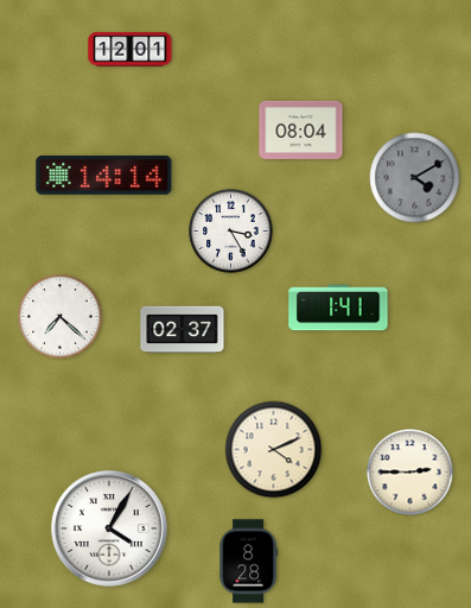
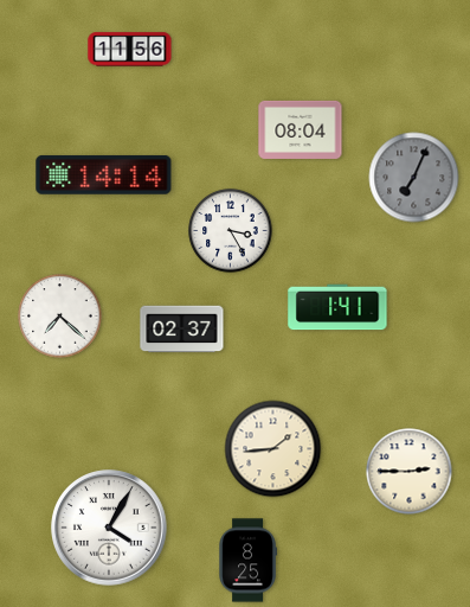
clock at (131, 50): 12:01 -> 11:56
clock at (415, 178): 4:10 -> 7:04
clock at (274, 450): 4:11 -> 1:44
clock at (248, 562): 8:28 -> 8:25
